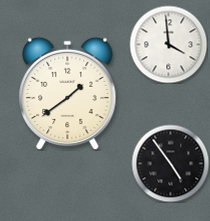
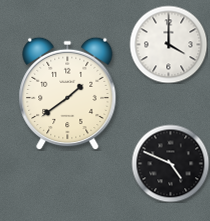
clock at (168, 44): 3:59 -> 4:00
clock at (170, 163): 4:54 -> 4:49
